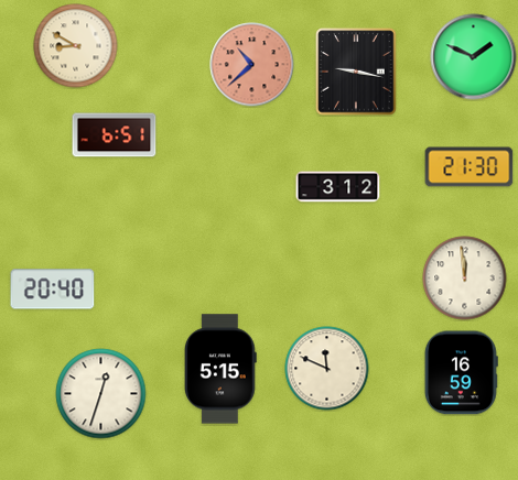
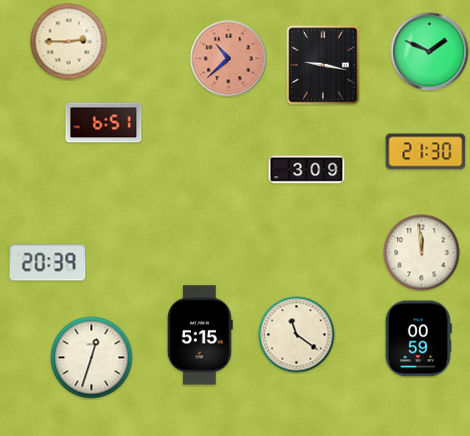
clock at (76, 46): 8:50 -> 2:45
clock at (338, 187): 3:12 -> 3:09
clock at (53, 290): 20:40 -> 20:39
clock at (327, 369): 11:49 -> 11:21
clock at (461, 373): 16:59 -> 00:59
